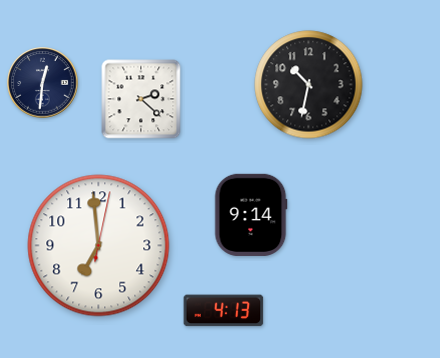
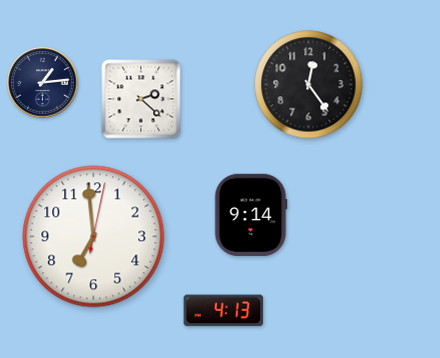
clock at (43, 83): 12:31 -> 1:14
clock at (309, 85): 10:32 -> 12:24
clock at (99, 246) position: (99, 246) -> (94, 237)
